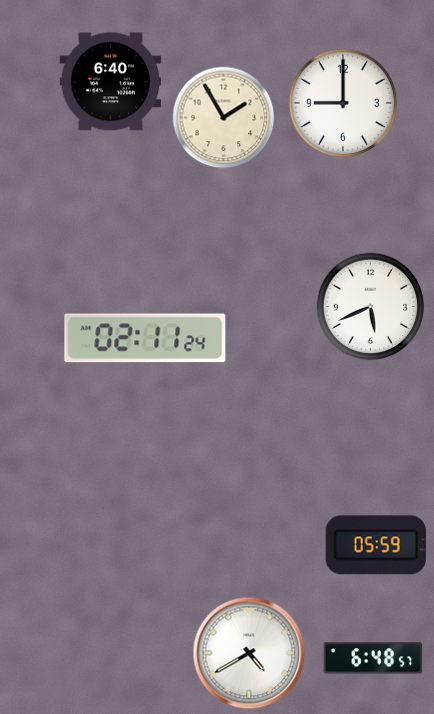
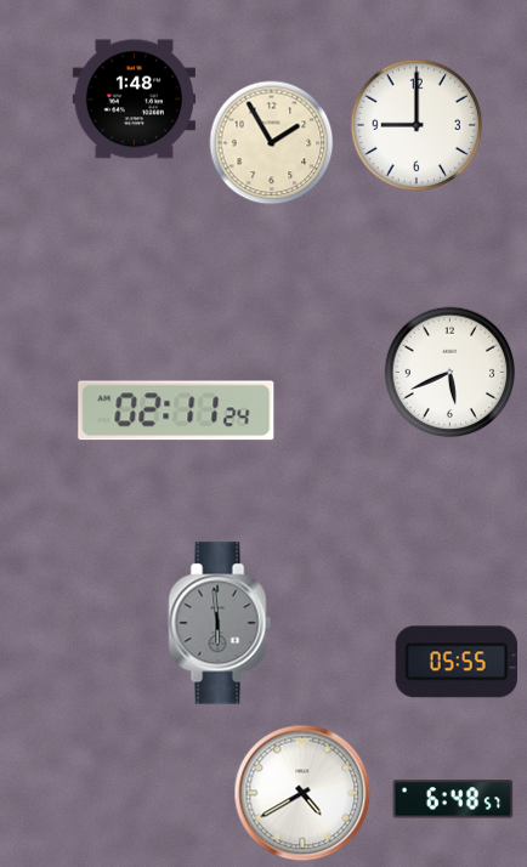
clock at (110, 82): 6:40 -> 1:48
clock at (220, 623): none -> 5:59
clock at (376, 545): 05:59 -> 05:55
